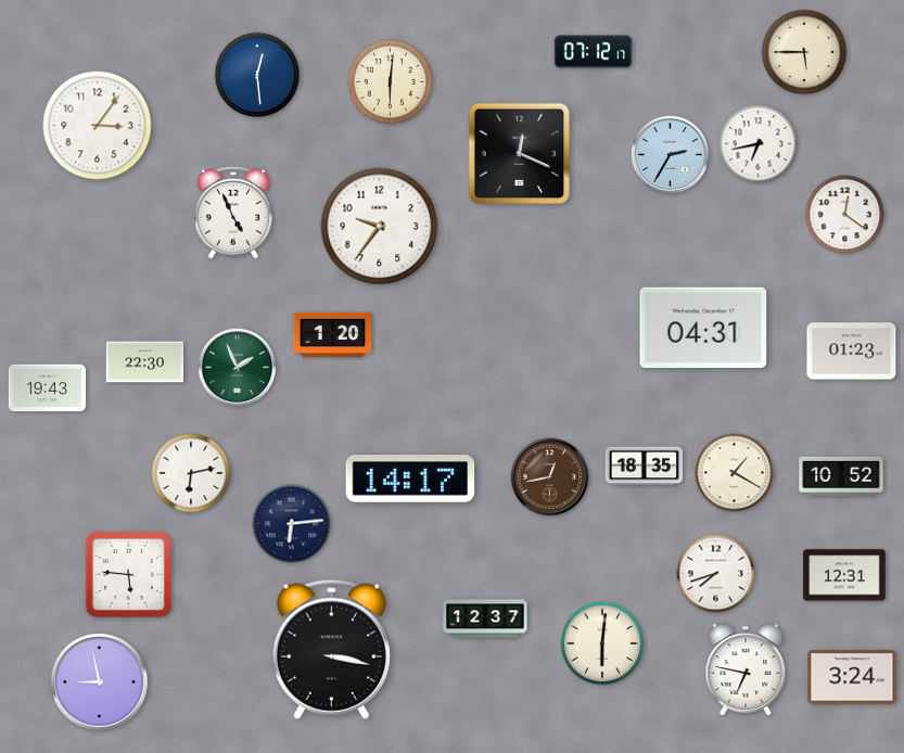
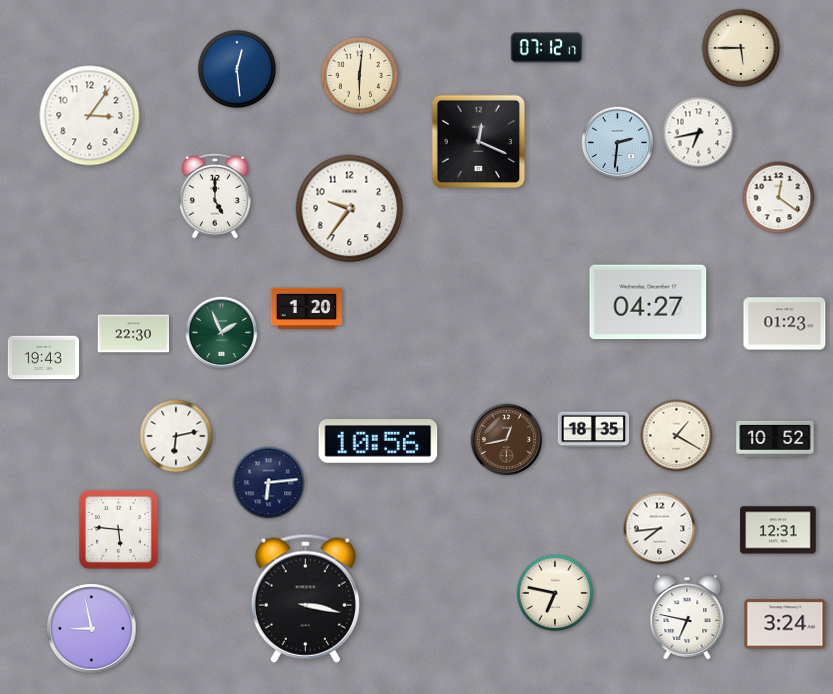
clock at (671, 155): 2:35 -> 2:31
clock at (233, 213): 4:56 -> 5:00
clock at (703, 328): 04:31 -> 04:27
clock at (238, 368) position: (238, 368) -> (222, 333)
clock at (410, 480): 14:17 -> 10:56
clock at (716, 574): 7:42 -> 7:44
clock at (485, 618): 12:37 -> none
clock at (602, 643): 6:01 -> 6:47
